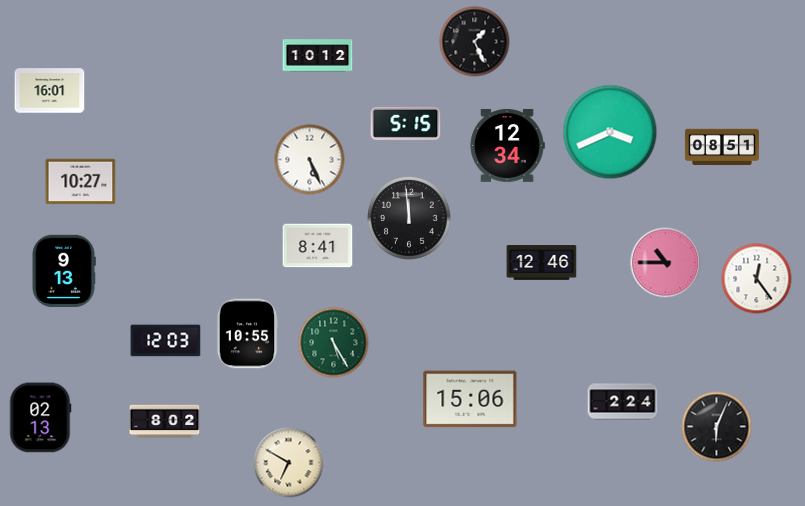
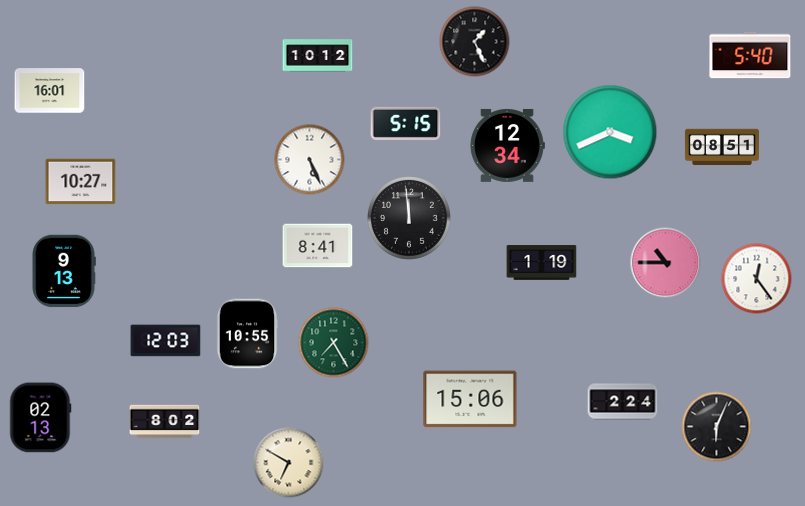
clock at (750, 55): none -> 5:40
clock at (542, 263): 12:46 -> 1:19
clock at (334, 343): 5:25 -> 7:25
